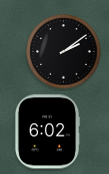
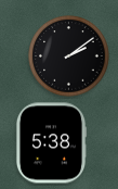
clock at (47, 132): 6:02 -> 5:38
